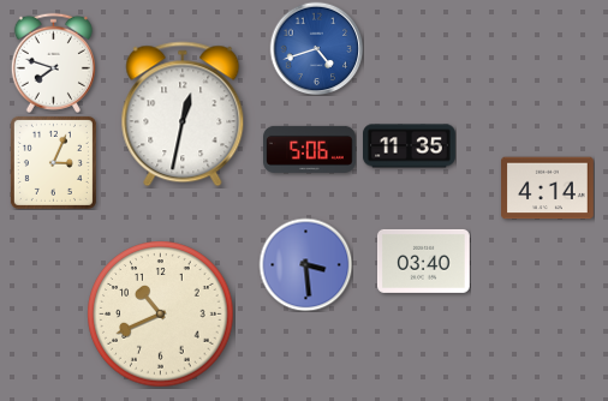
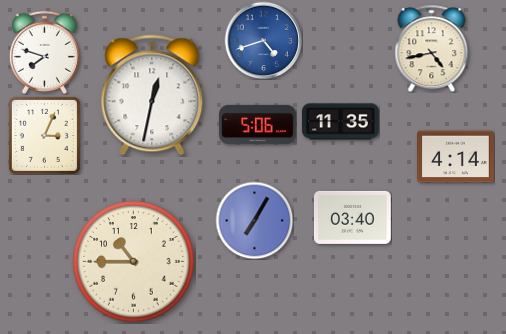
clock at (432, 48): none -> 4:43
clock at (305, 264): 3:29 -> 7:05
clock at (161, 315): 10:41 -> 10:45
